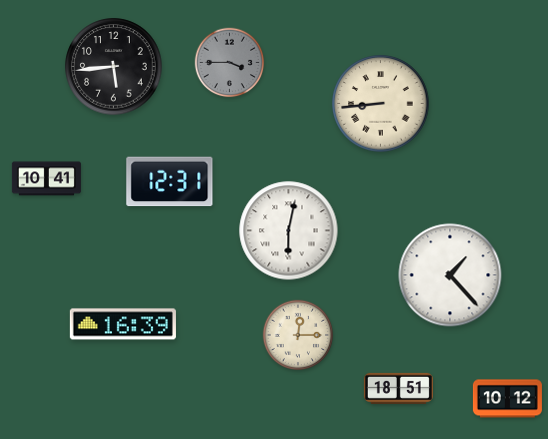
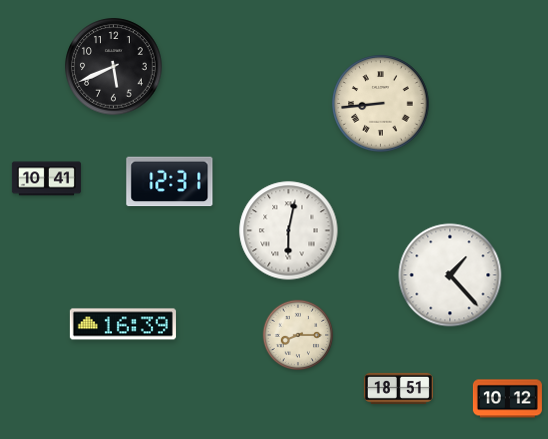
clock at (230, 63): 3:45 -> none
clock at (114, 67): 5:44 -> 5:41
clock at (298, 335): 12:15 -> 8:15
